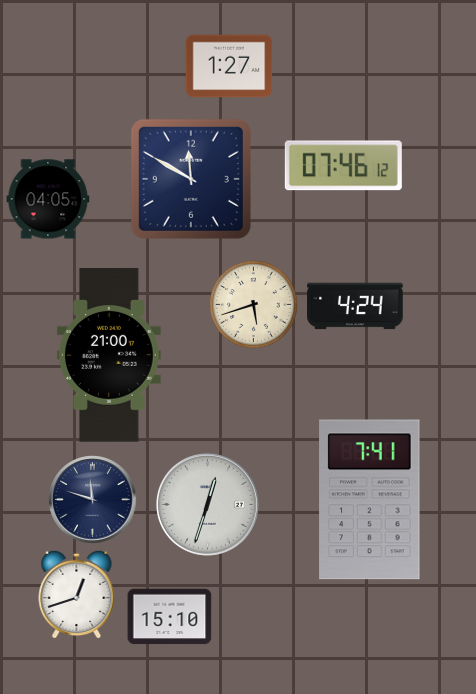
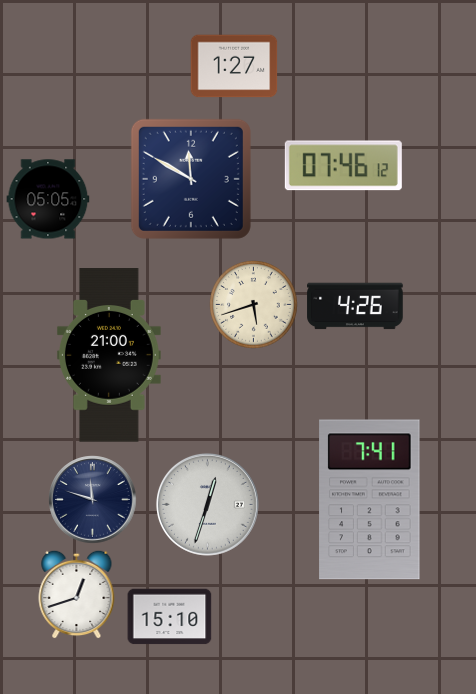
clock at (229, 66) position: (229, 66) -> (234, 66)
clock at (48, 199): 04:05 -> 05:05
clock at (355, 306): 4:24 -> 4:26
